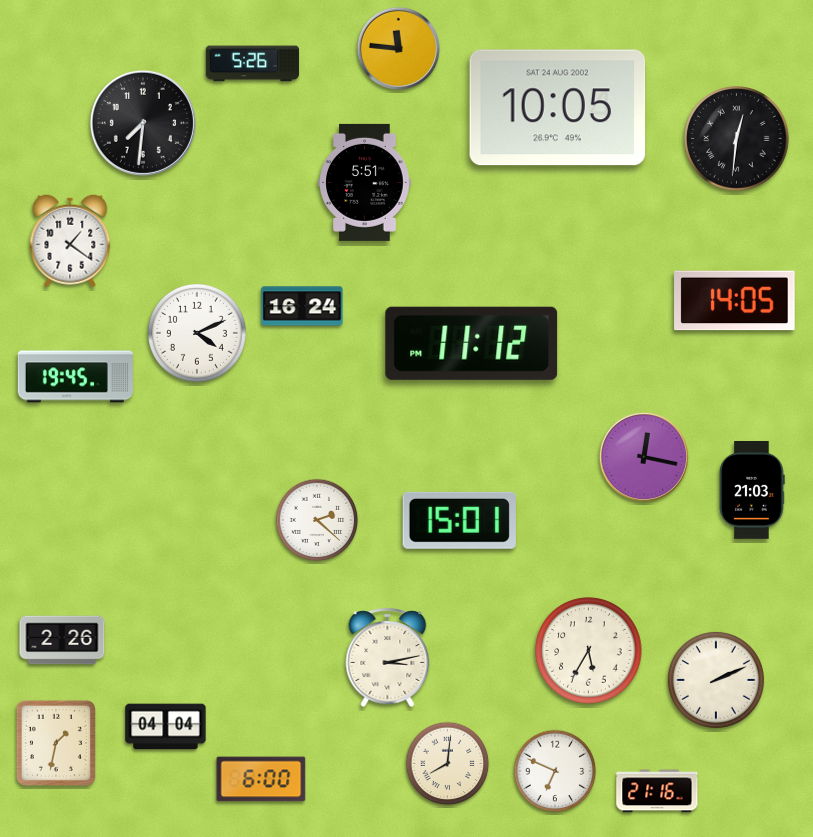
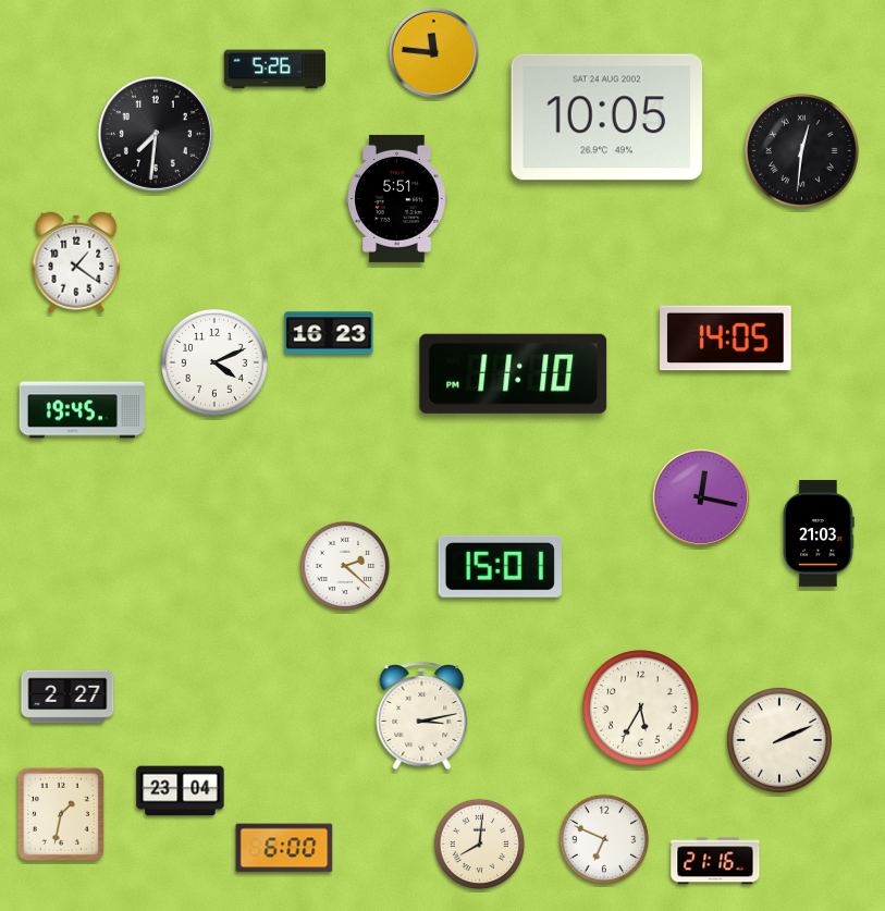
clock at (735, 301) position: (735, 301) -> (726, 338)
clock at (302, 306): 16:24 -> 16:23
clock at (472, 343): 11:12 -> 11:10
clock at (62, 640): 2:26 -> 2:27
clock at (166, 727): 04:04 -> 23:04
clock at (56, 743) position: (56, 743) -> (61, 814)
clock at (448, 764) position: (448, 764) -> (480, 845)
